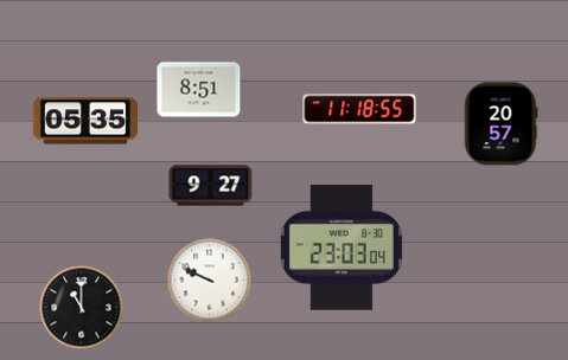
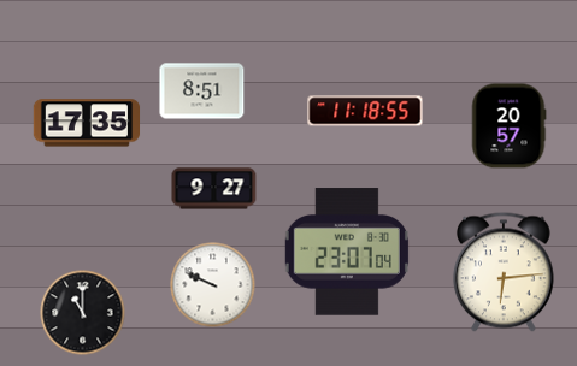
clock at (85, 121): 05:35 -> 17:35
clock at (342, 247): 23:03 -> 23:07
clock at (504, 272): none -> 6:14
